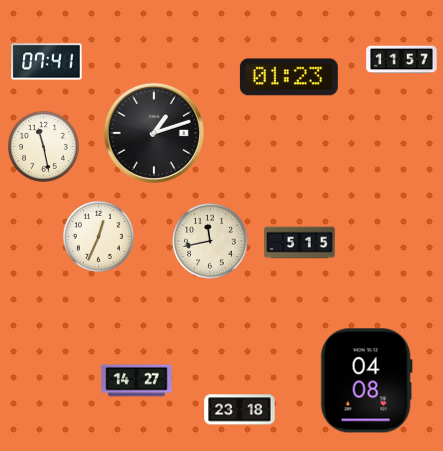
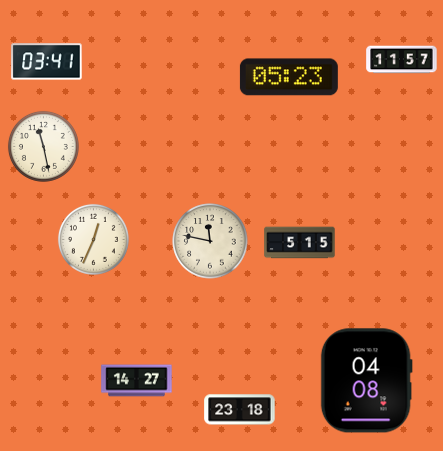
clock at (47, 62): 07:41 -> 03:41
clock at (289, 77): 01:23 -> 05:23
clock at (154, 133): 1:12 -> none
clock at (98, 236) position: (98, 236) -> (93, 239)
clock at (210, 241): 11:43 -> 11:47
